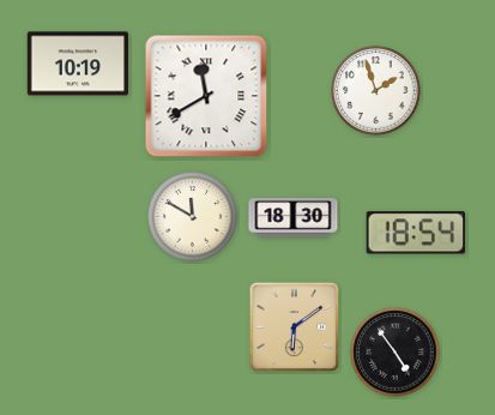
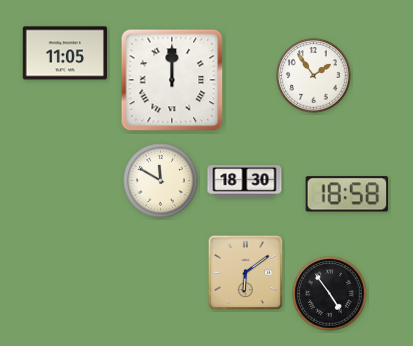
clock at (77, 64): 10:19 -> 11:05
clock at (376, 91): 1:57 -> 1:54
clock at (206, 96): 11:40 -> 12:00
clock at (416, 233): 18:54 -> 18:58
